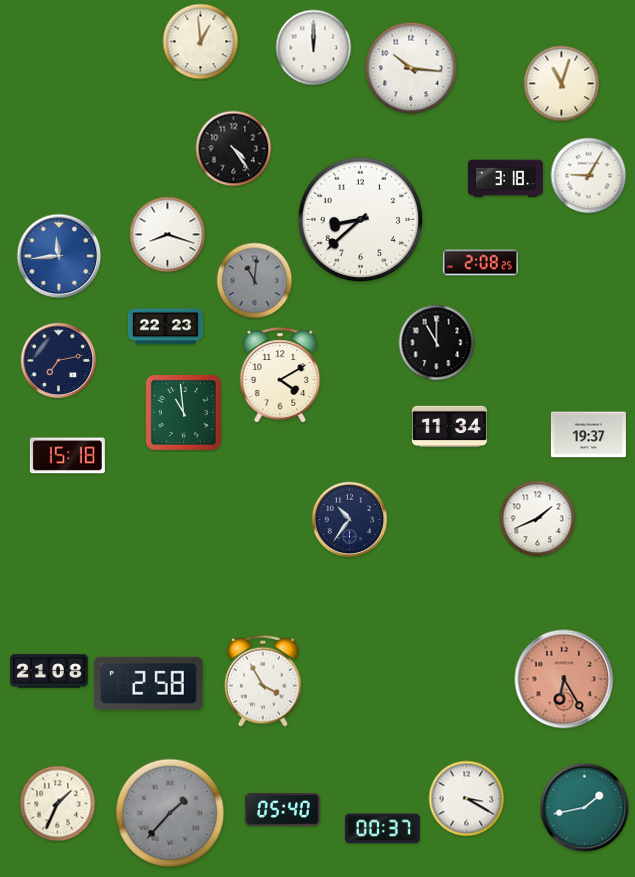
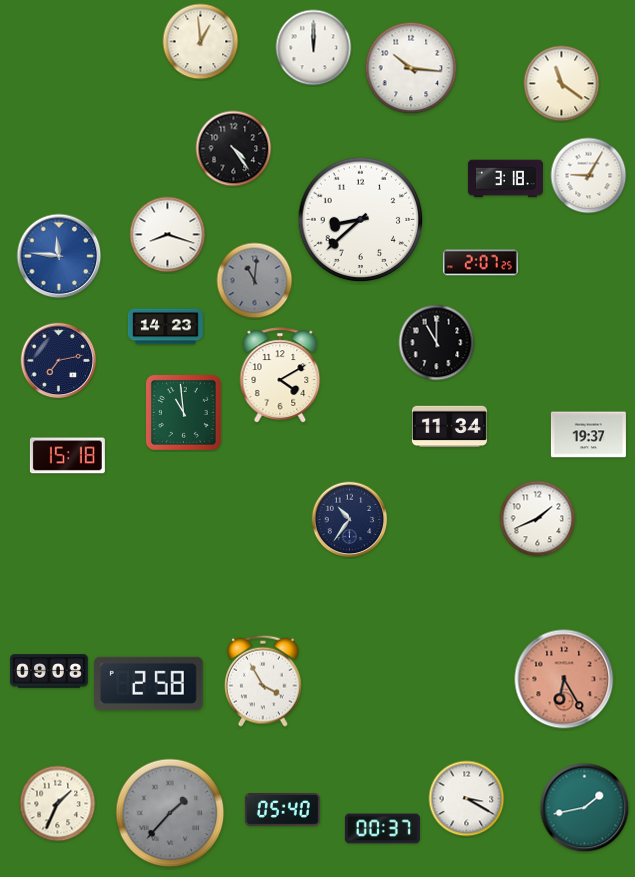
clock at (562, 84): 11:03 -> 11:21
clock at (59, 256): 11:44 -> 11:46
clock at (480, 263): 2:08 -> 2:07
clock at (165, 327): 22:23 -> 14:23
clock at (49, 671): 21:08 -> 09:08
